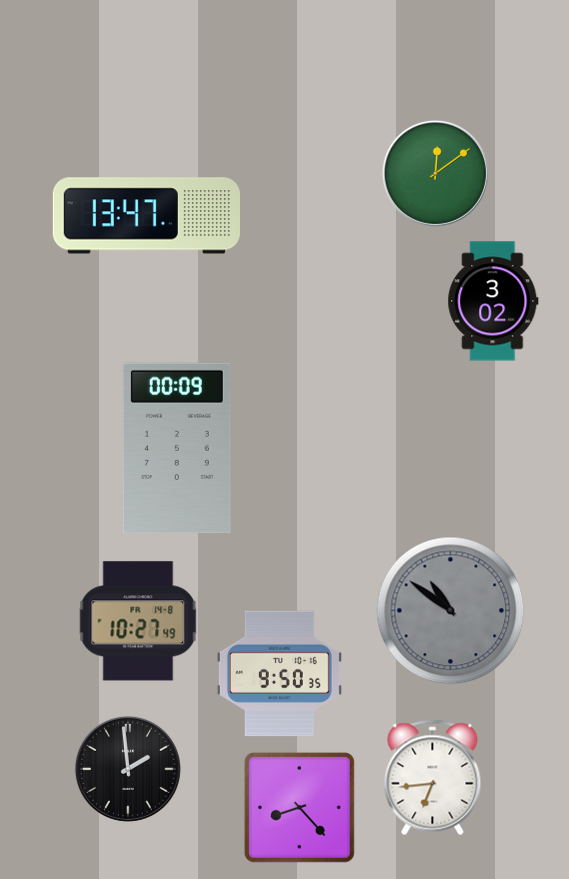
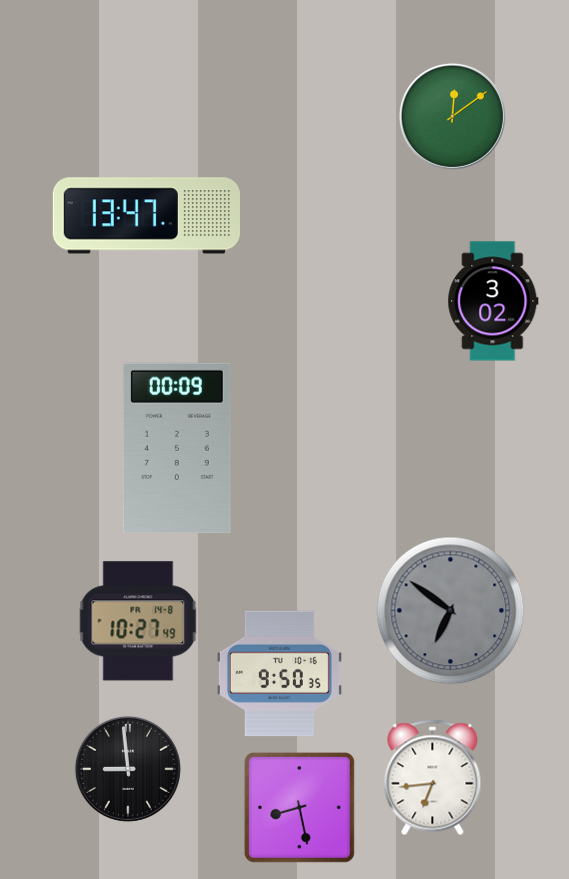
clock at (435, 173) position: (435, 173) -> (452, 116)
clock at (451, 611): 10:51 -> 6:51
clock at (128, 769): 1:59 -> 8:59
clock at (299, 807): 8:23 -> 8:28
